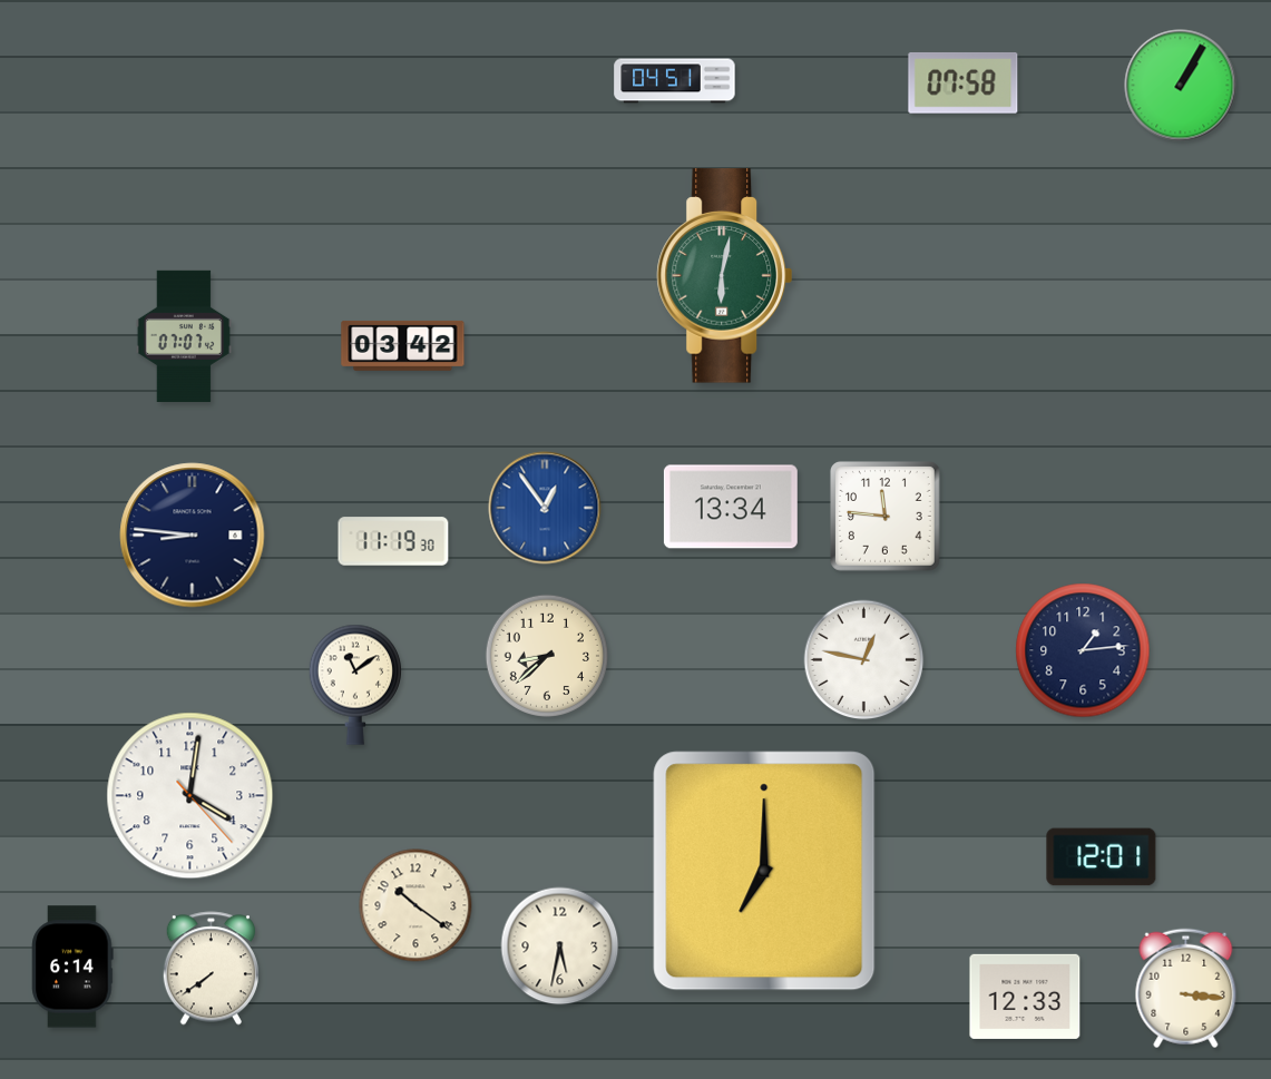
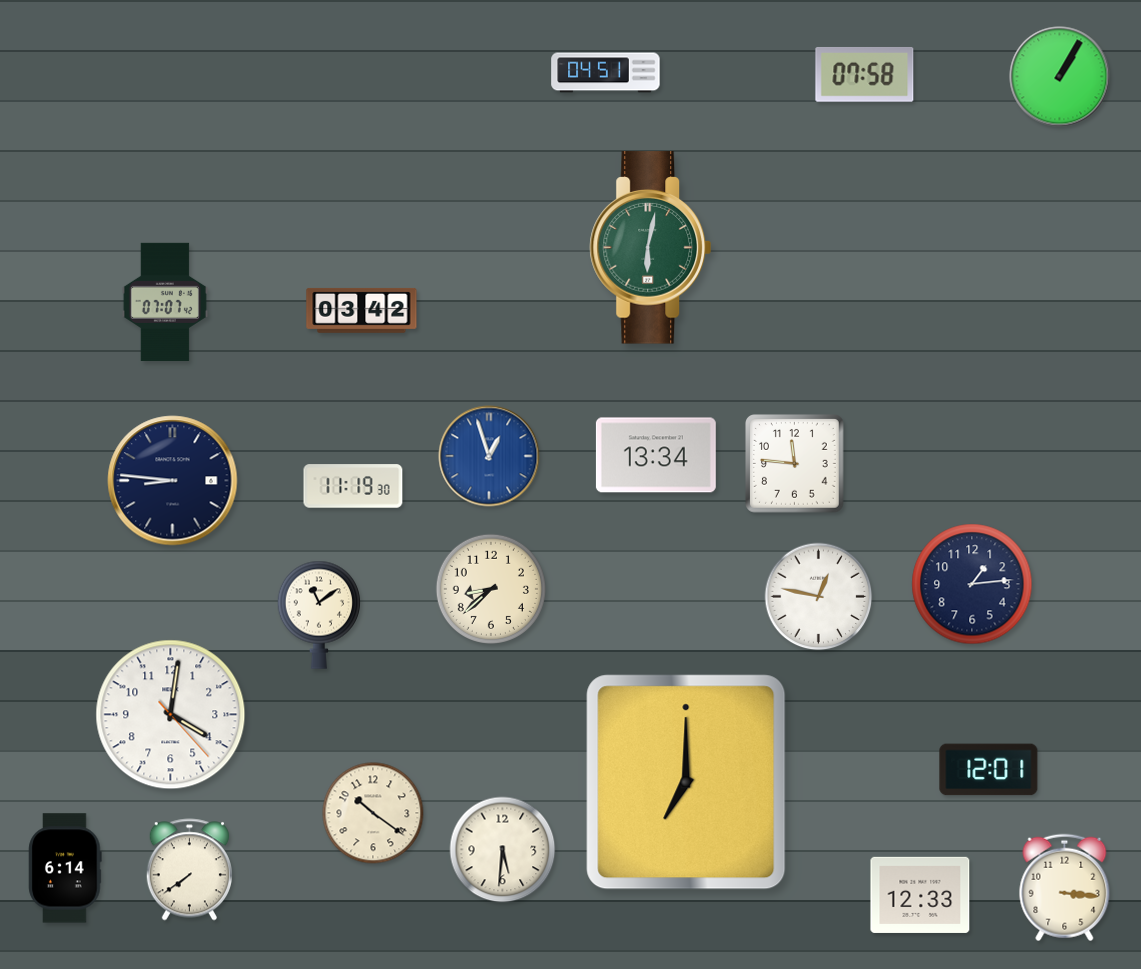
clock at (545, 508): 12:54 -> 12:57
clock at (864, 660) position: (864, 660) -> (819, 597)
clock at (560, 946): 5:32 -> 5:31
